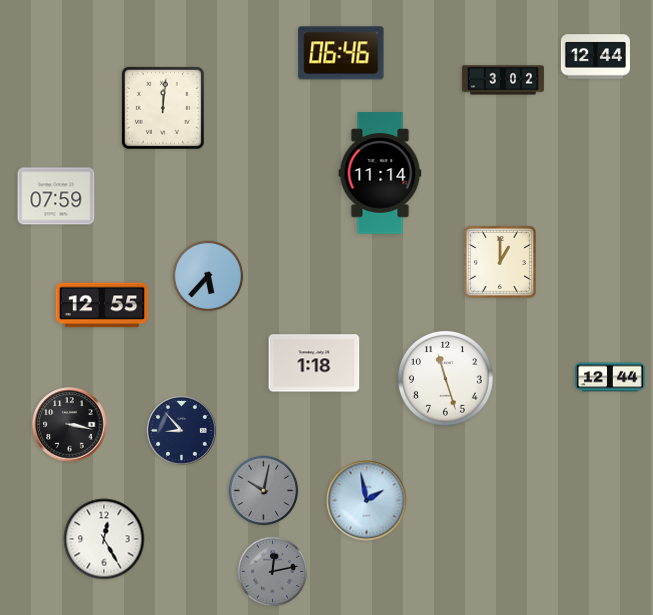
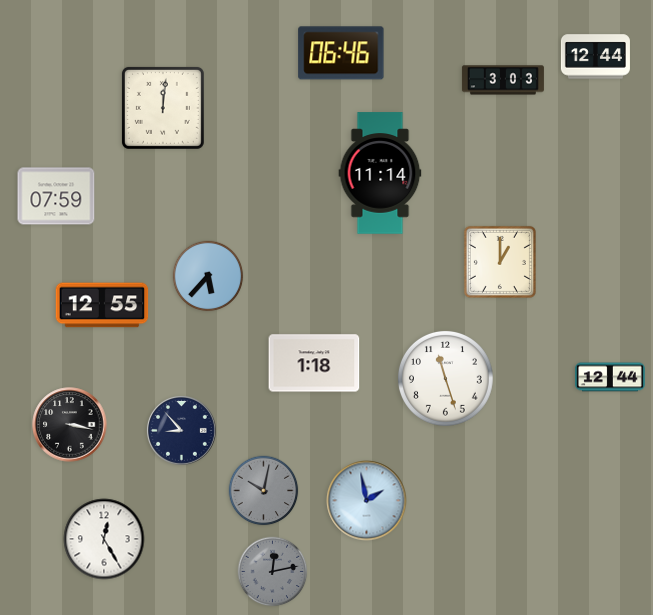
clock at (503, 80): 3:02 -> 3:03
